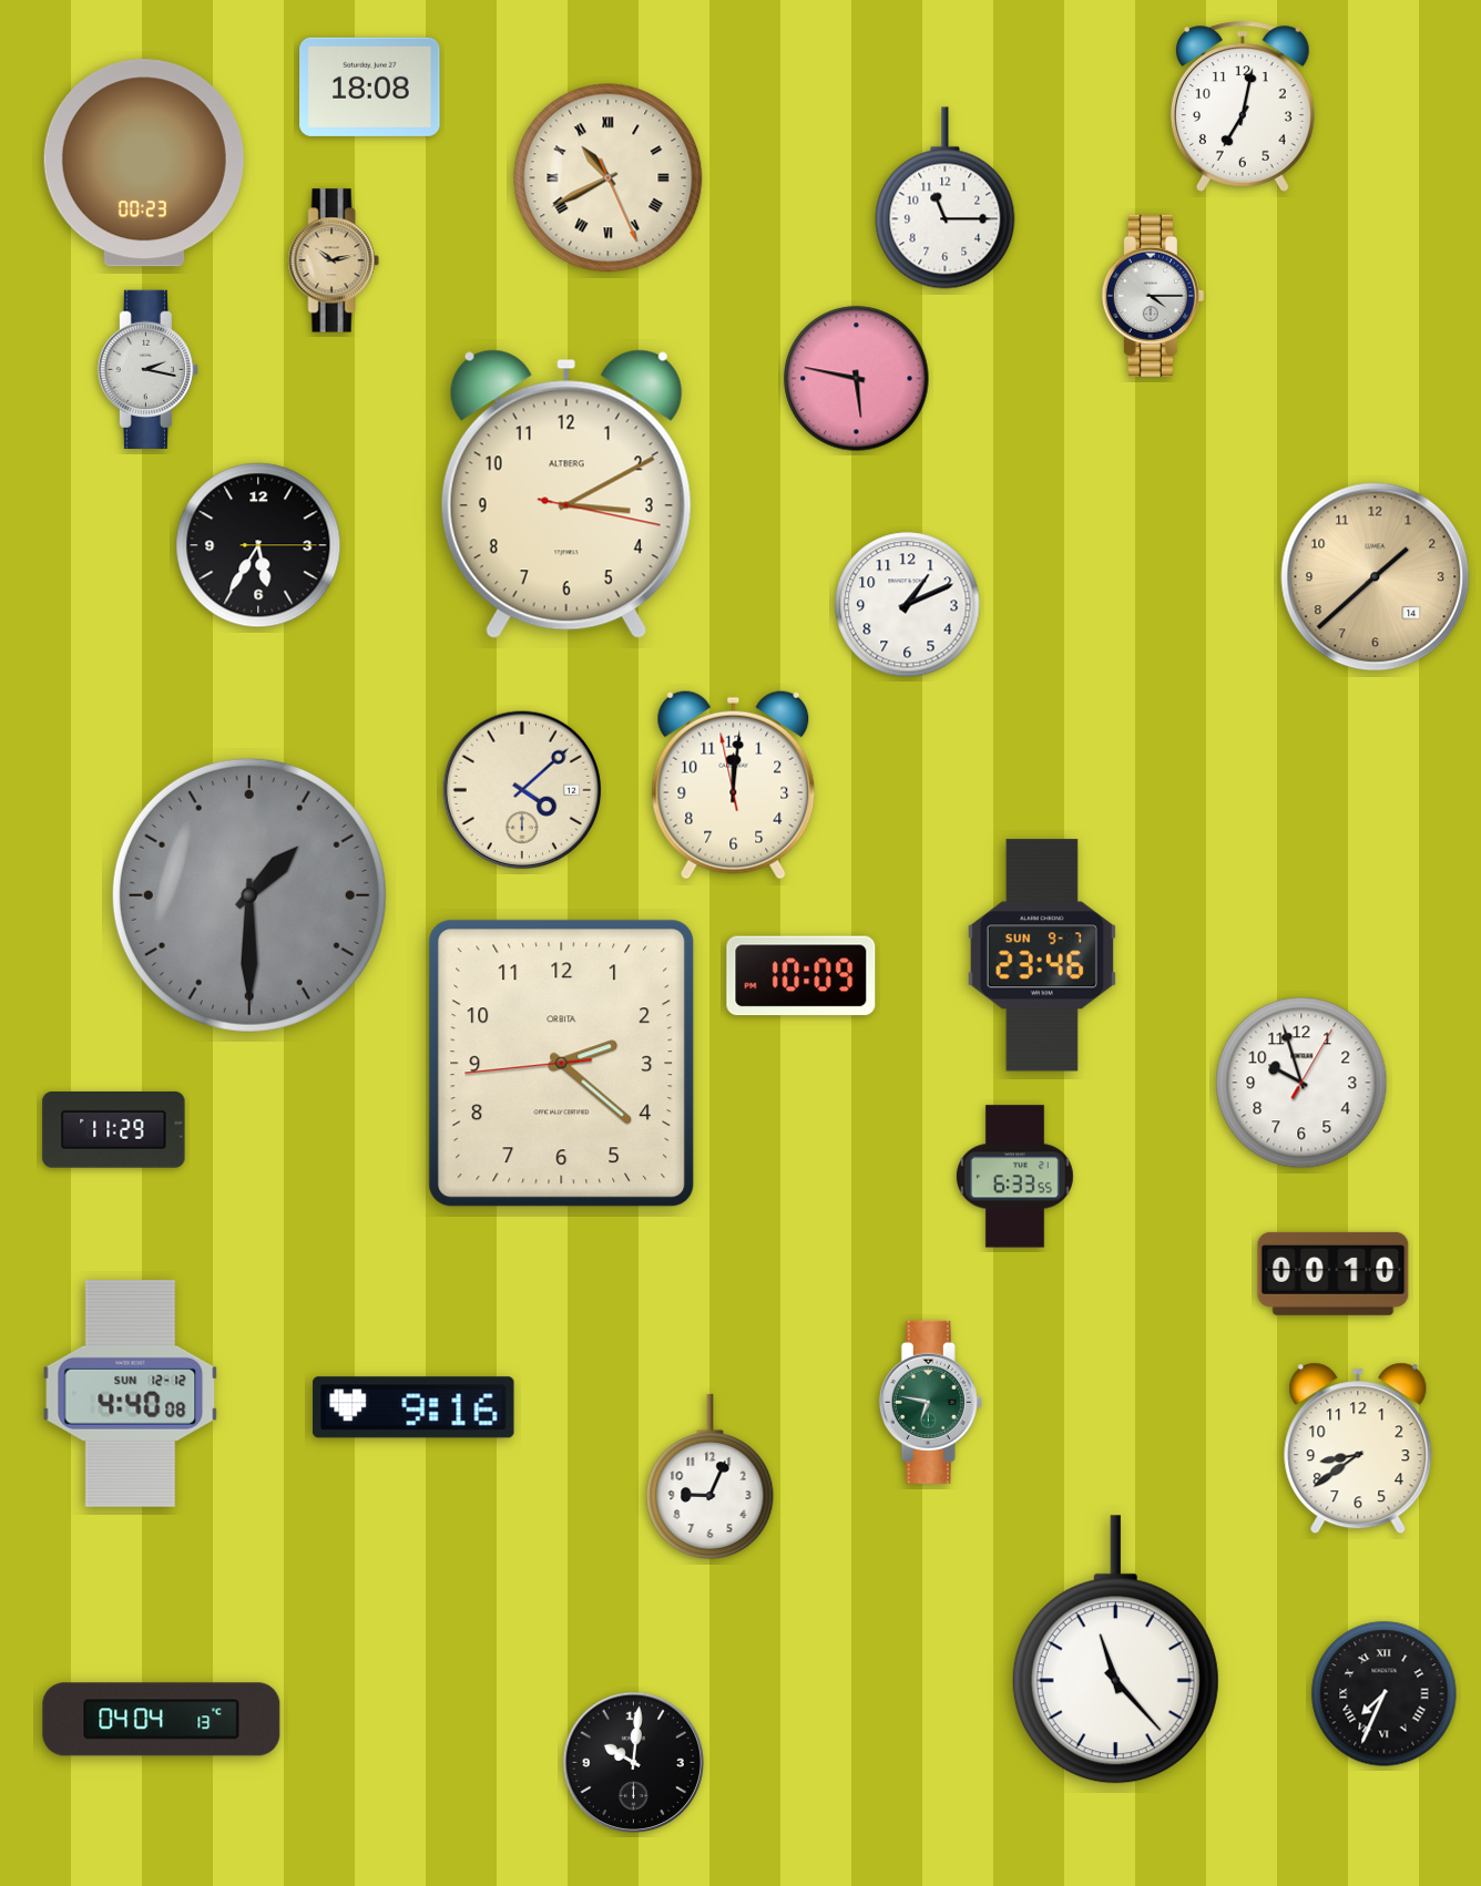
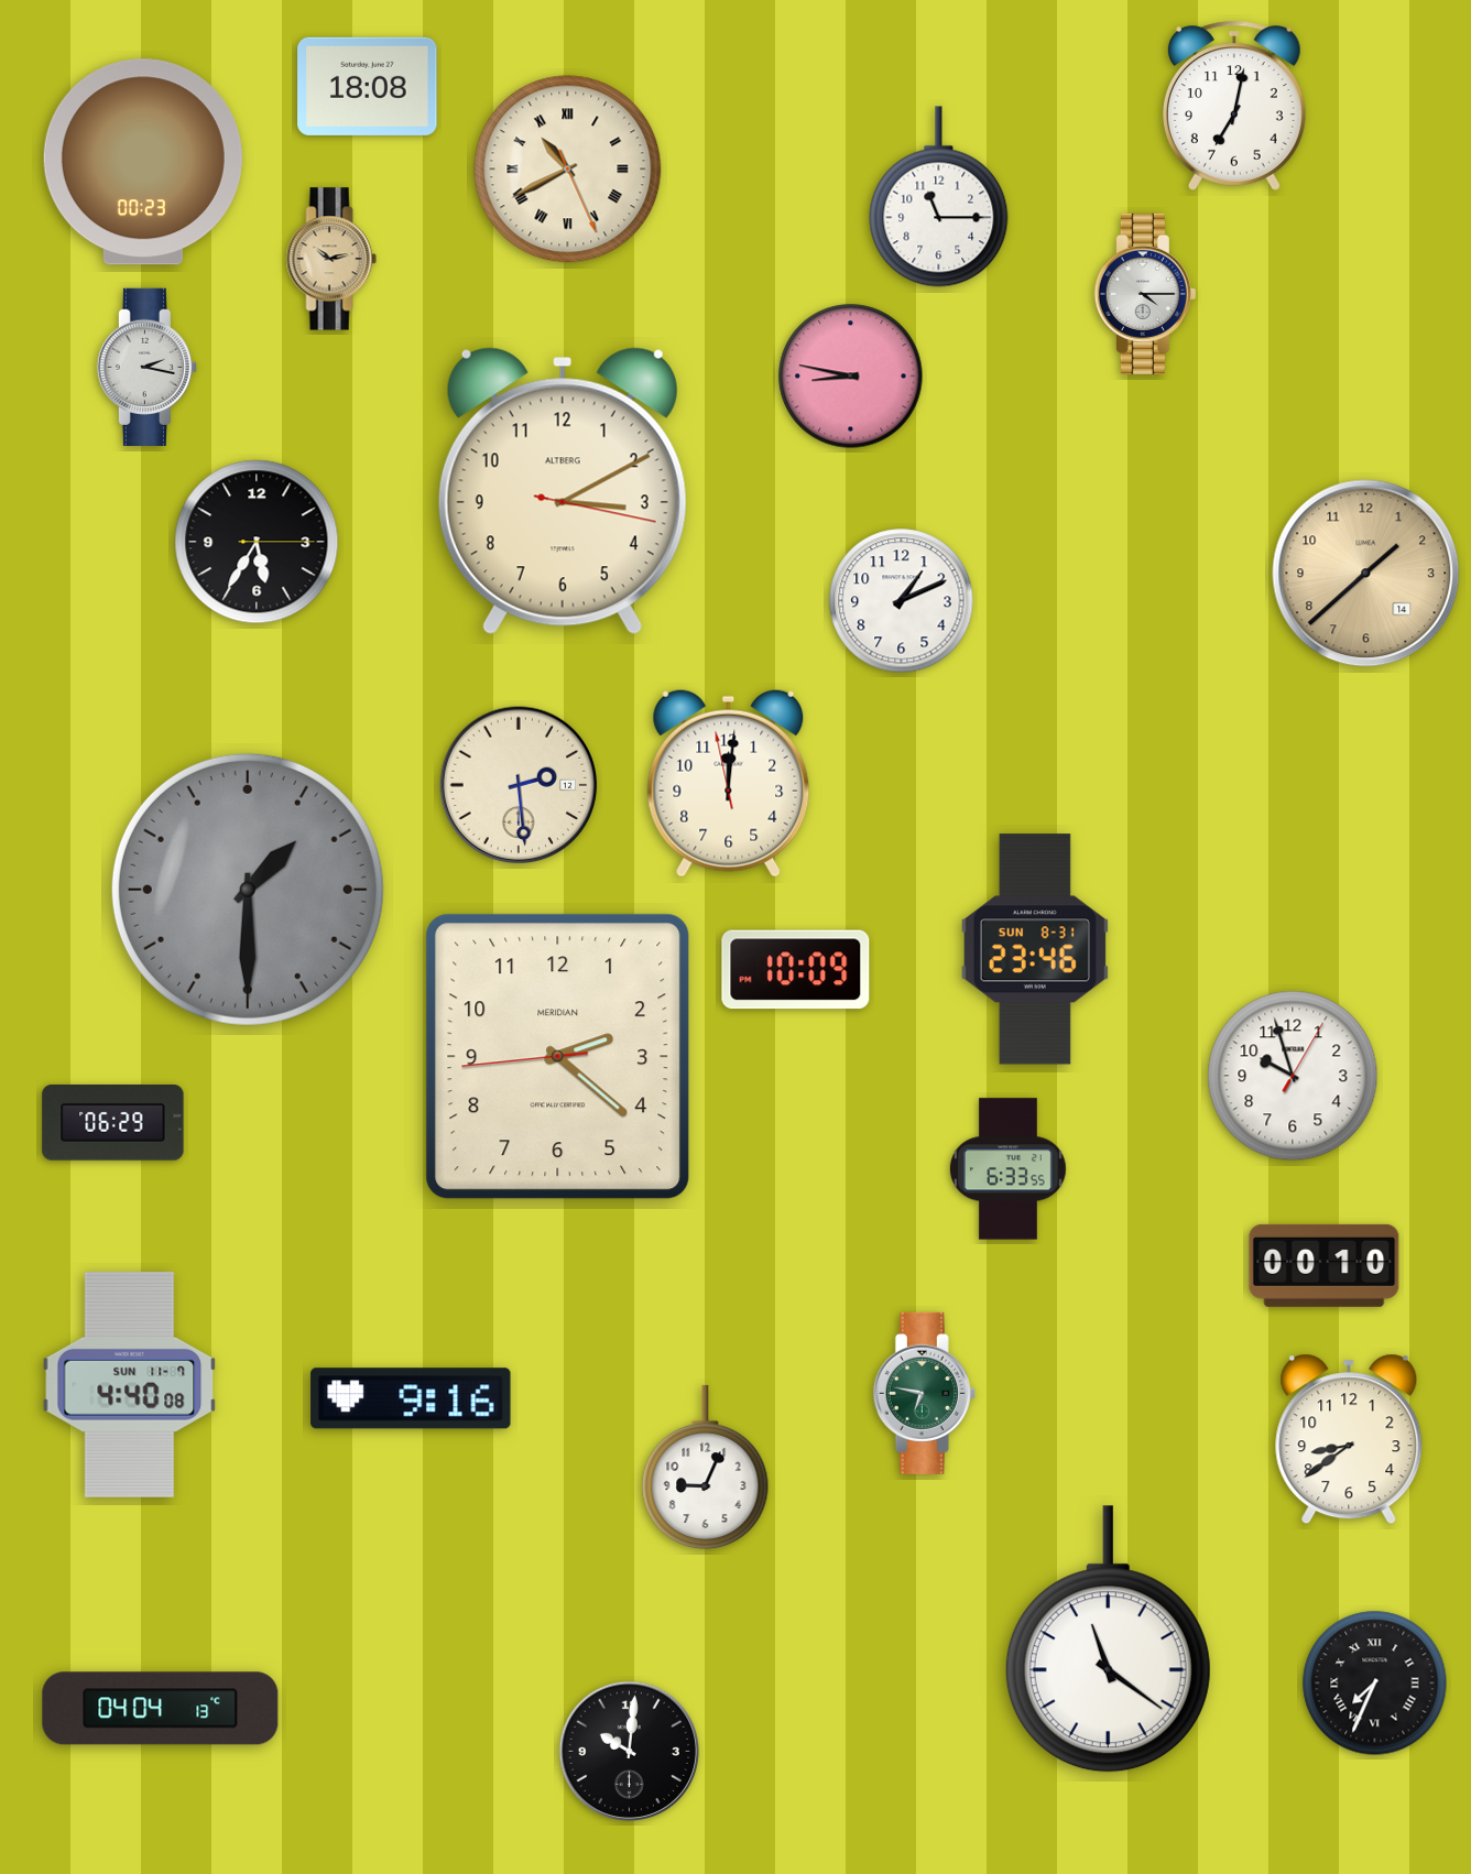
clock at (609, 178) position: (609, 178) -> (568, 170)
clock at (857, 379): 5:47 -> 8:47
clock at (734, 785) position: (734, 785) -> (729, 783)
clock at (522, 790): 4:08 -> 2:29
clock at (1042, 955) date: SUN 9-7 -> SUN 8-31
clock at (562, 1064) brand: ORBITA -> MERIDIAN
clock at (114, 1130): 11:29 -> 06:29
clock at (131, 1393) date: SUN 12-12 -> SUN 11-7
clock at (1115, 1650): 11:23 -> 11:21
